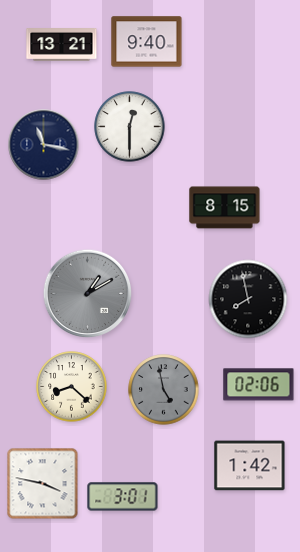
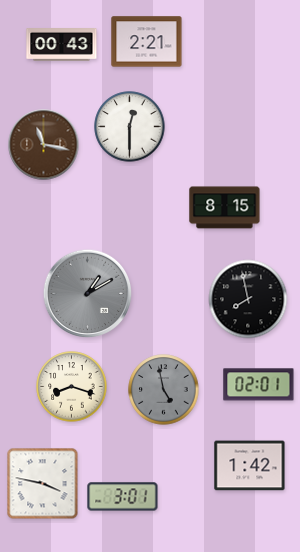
clock at (147, 42): 9:40 -> 2:21
clock at (62, 45): 13:21 -> 00:43
clock at (44, 145) dial: navy -> brown
clock at (259, 385): 02:06 -> 02:01
clock at (72, 387): 8:22 -> 8:18
